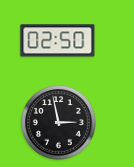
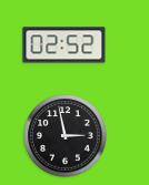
clock at (58, 41): 02:50 -> 02:52
